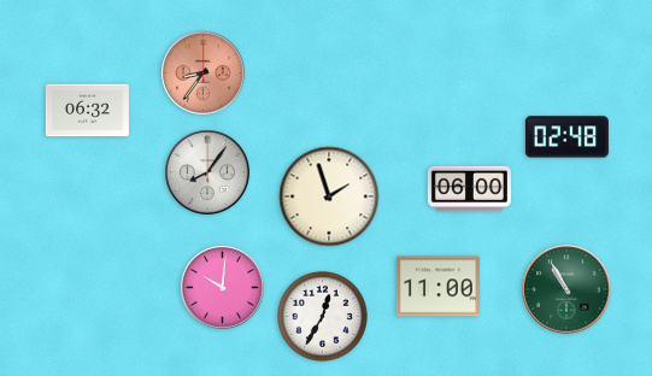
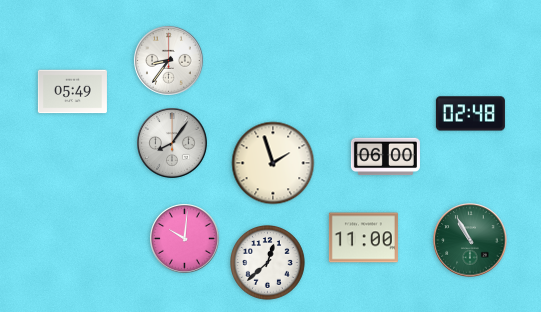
clock at (204, 74) dial: salmon -> white
clock at (87, 111): 06:32 -> 05:49
clock at (469, 189) position: (469, 189) -> (385, 157)
clock at (323, 317): 12:35 -> 12:38
